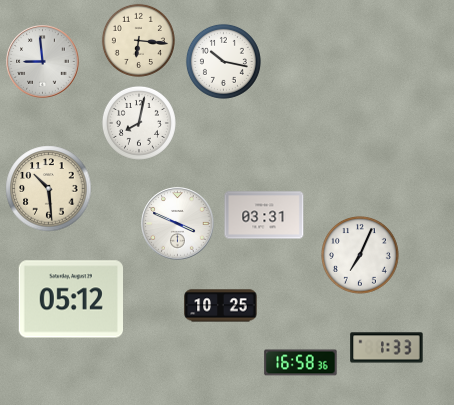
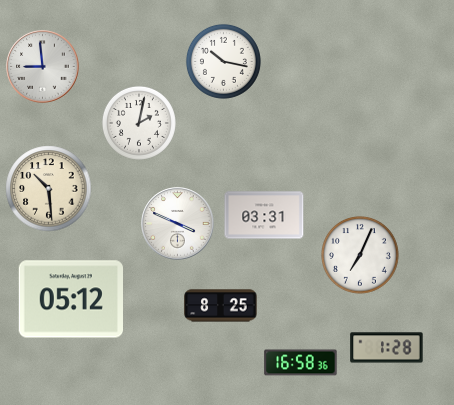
clock at (138, 40): 6:16 -> none
clock at (43, 62) position: (43, 62) -> (43, 67)
clock at (139, 123): 8:02 -> 2:02
clock at (221, 306): 10:25 -> 8:25
clock at (387, 348): 1:33 -> 1:28
